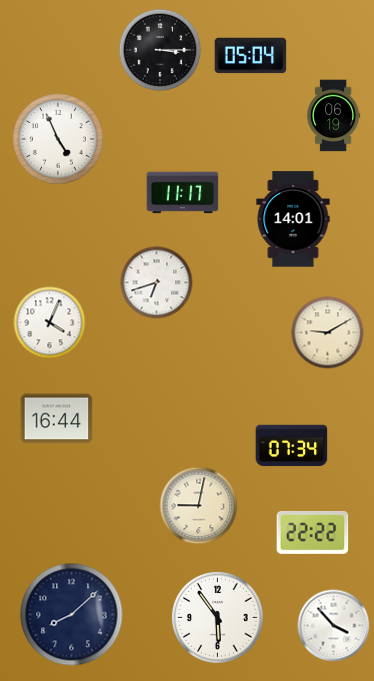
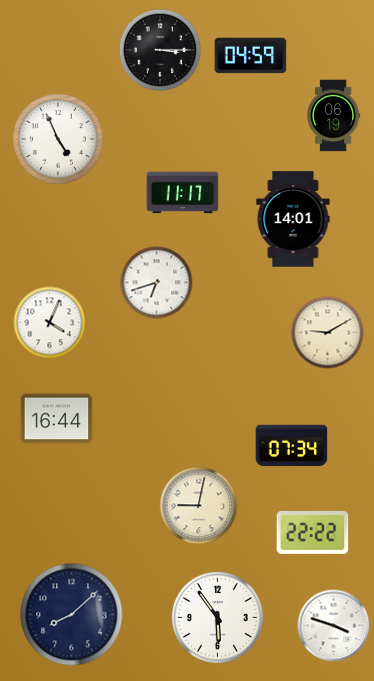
clock at (251, 56): 05:04 -> 04:59
clock at (334, 626): 3:53 -> 3:48
